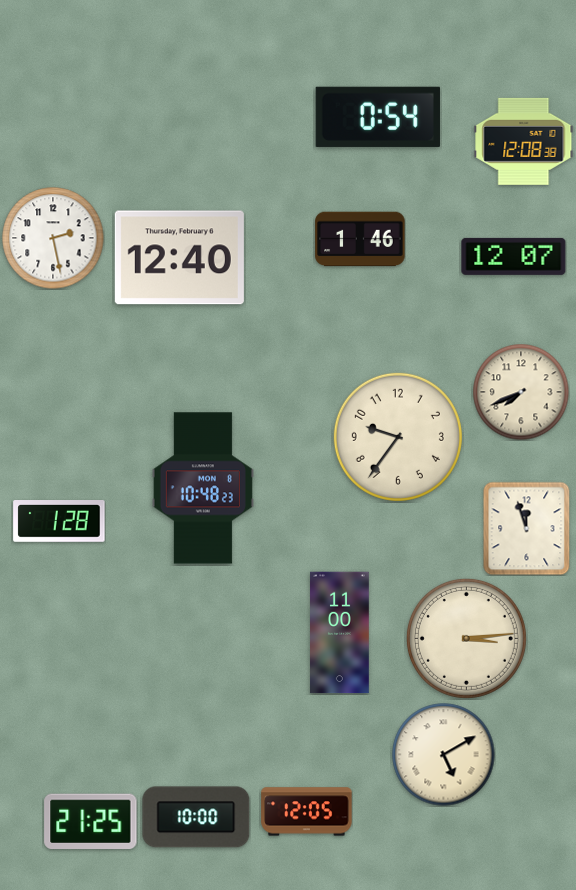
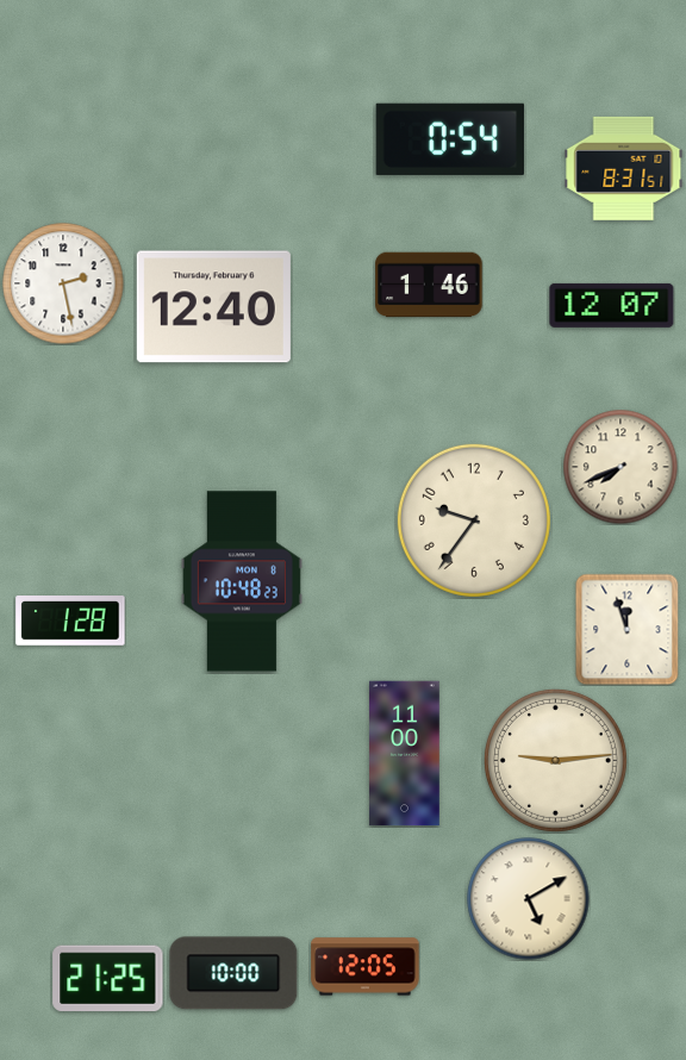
clock at (524, 141): 12:08 -> 8:31
clock at (466, 638): 3:14 -> 9:14
